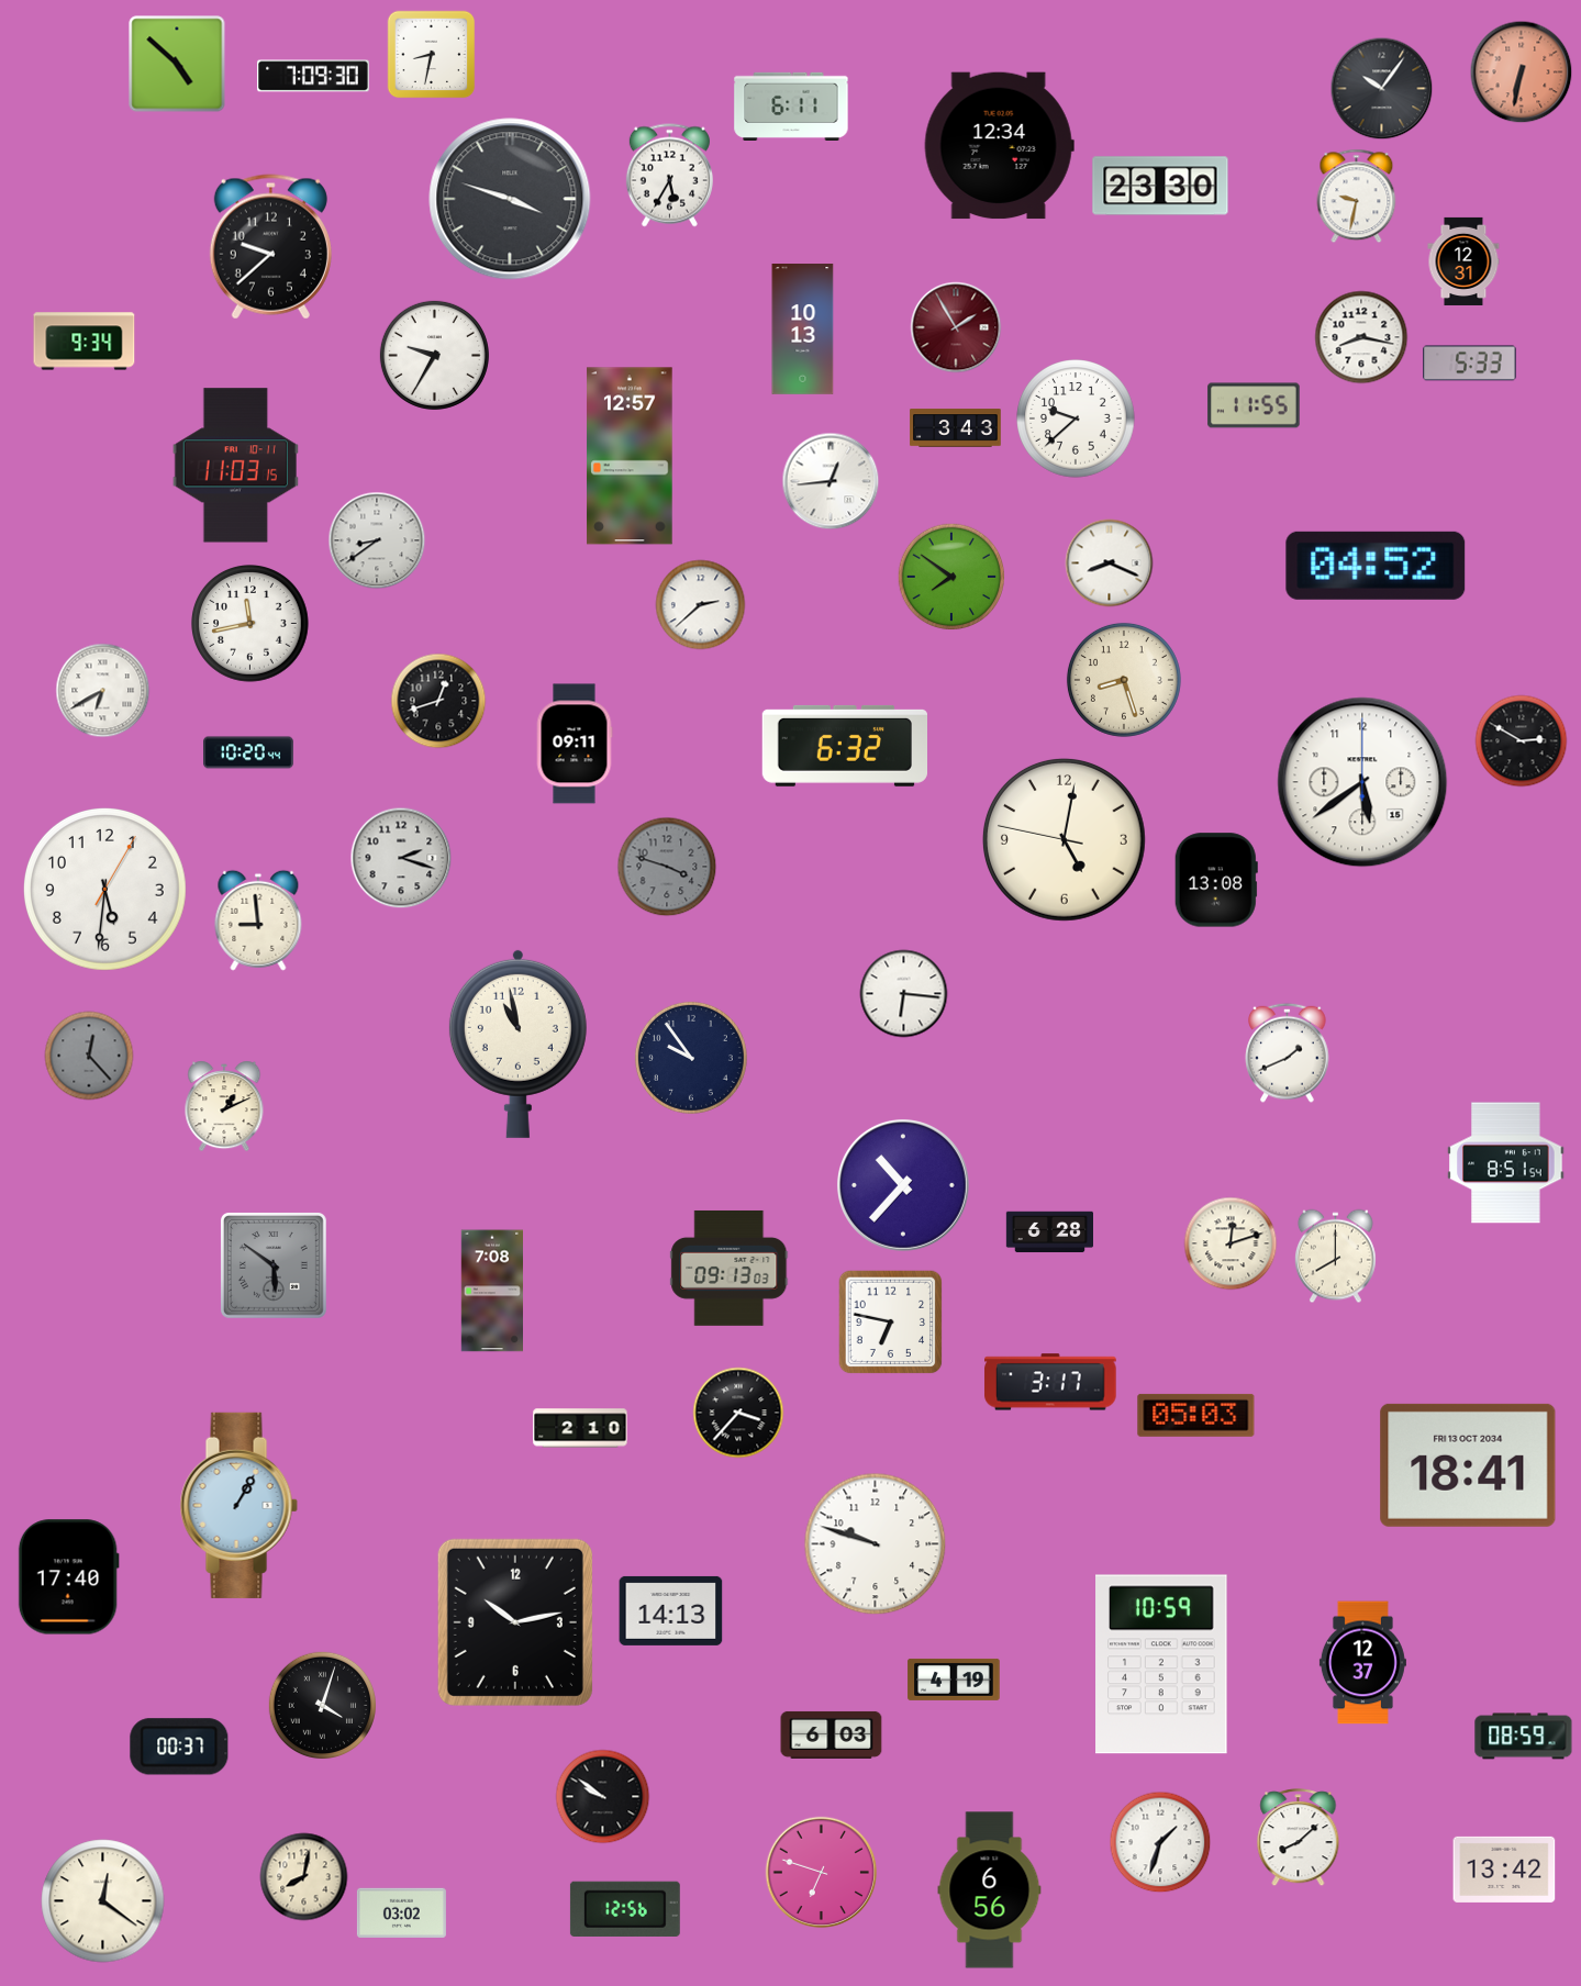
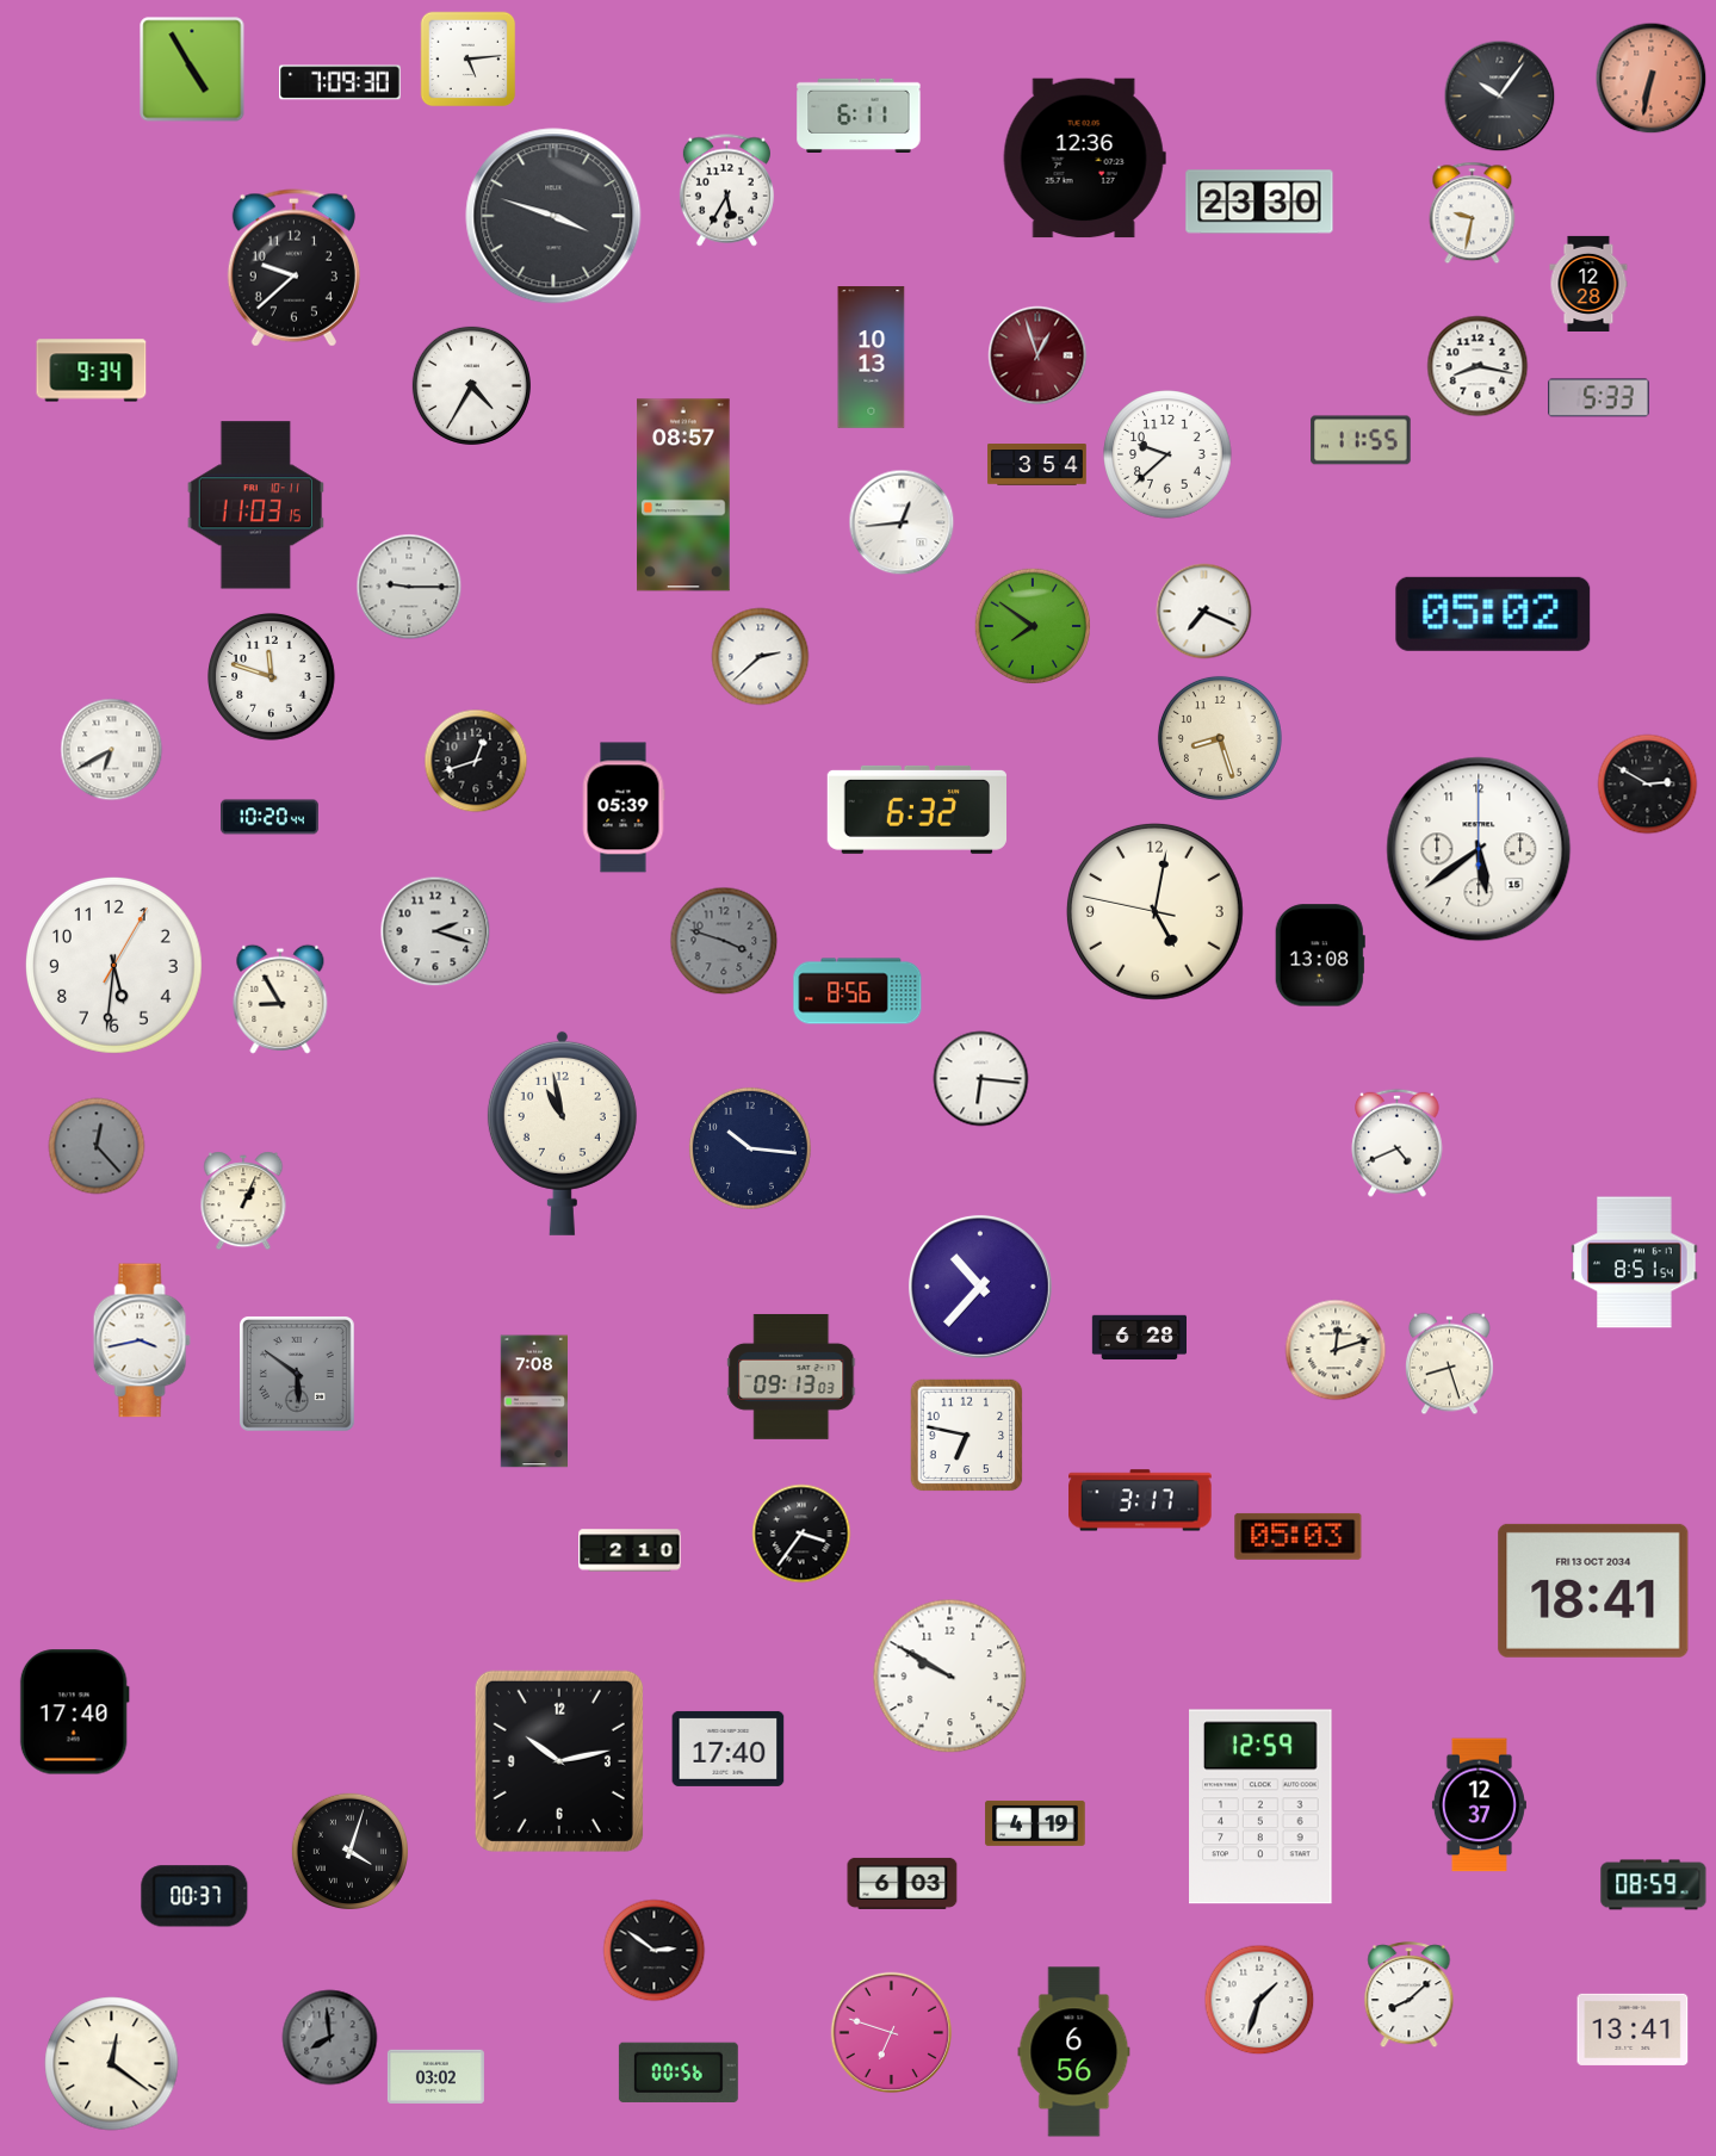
clock at (432, 55): 8:32 -> 5:14
clock at (177, 64): 4:52 -> 4:55
clock at (999, 146): 12:34 -> 12:36
clock at (1463, 261): 12:31 -> 12:28
clock at (956, 327): 1:55 -> 12:57
clock at (434, 355): 9:35 -> 4:35
clock at (1470, 364) position: (1470, 364) -> (1599, 398)
clock at (956, 428): 3:43 -> 3:54
clock at (630, 456): 12:57 -> 08:57
clock at (377, 540): 8:39 -> 9:15
clock at (1110, 564): 8:19 -> 7:19
clock at (1376, 566): 04:52 -> 05:02
clock at (250, 624): 11:43 -> 11:48
clock at (1522, 741) position: (1522, 741) -> (1648, 785)
clock at (575, 744): 09:11 -> 05:39
clock at (857, 991): none -> 8:56
clock at (258, 921): 8:59 -> 8:55
clock at (1288, 1052): 1:41 -> 4:41
clock at (691, 1058): 9:54 -> 10:16
clock at (224, 1106): 1:11 -> 1:04
clock at (142, 1340): none -> 3:43
clock at (1336, 1257): 8:00 -> 8:27
clock at (738, 1413): 3:37 -> 3:36
clock at (238, 1505): 1:05 -> none
clock at (876, 1544): 9:48 -> 9:50
clock at (671, 1610): 14:13 -> 17:40
clock at (1161, 1664): 10:59 -> 12:59
clock at (603, 1797): 9:51 -> 2:51
clock at (1504, 1870): 13:42 -> 13:41
clock at (304, 1877): 8:02 -> 7:59
clock at (304, 1877) dial: cream -> grey
clock at (625, 1909): 12:56 -> 00:56
